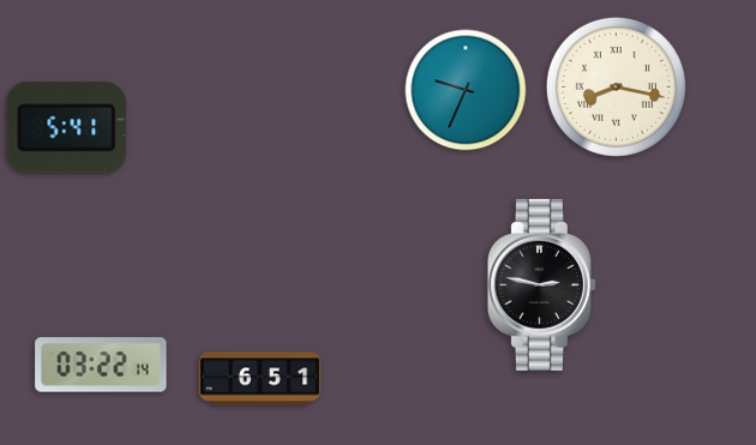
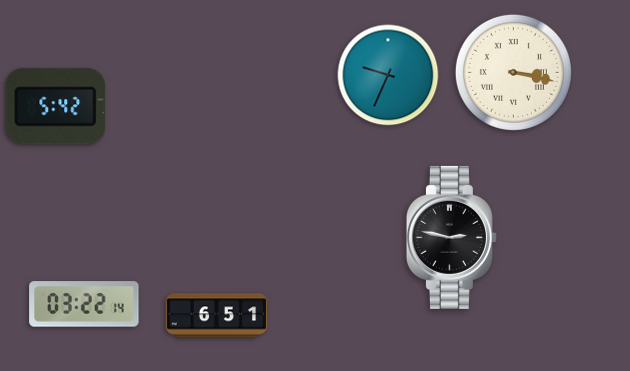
clock at (616, 86): 8:17 -> 3:17
clock at (67, 128): 5:41 -> 5:42
